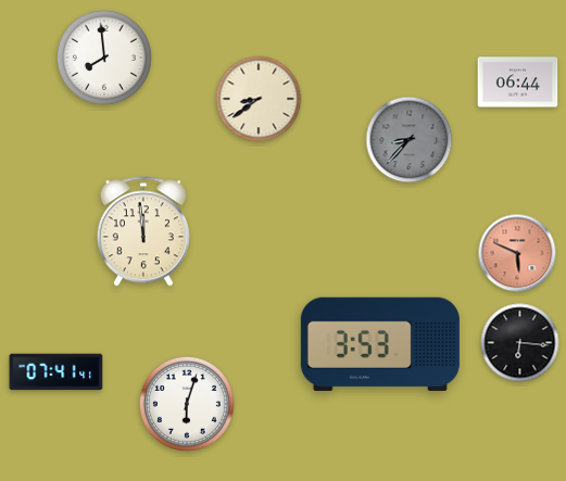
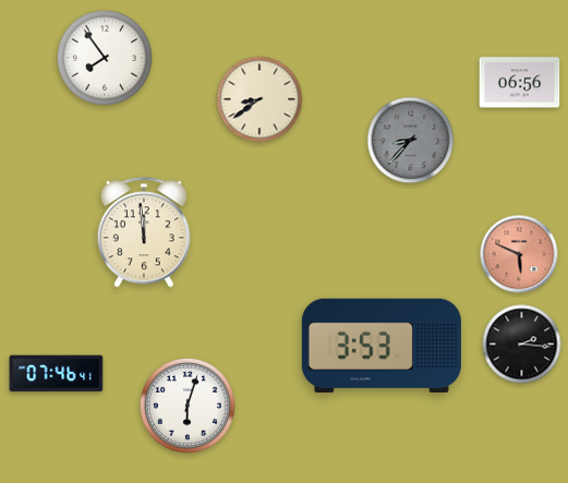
clock at (104, 58): 7:59 -> 7:54
clock at (518, 83): 06:44 -> 06:56
clock at (520, 343): 6:16 -> 2:16
clock at (56, 372): 07:41 -> 07:46
